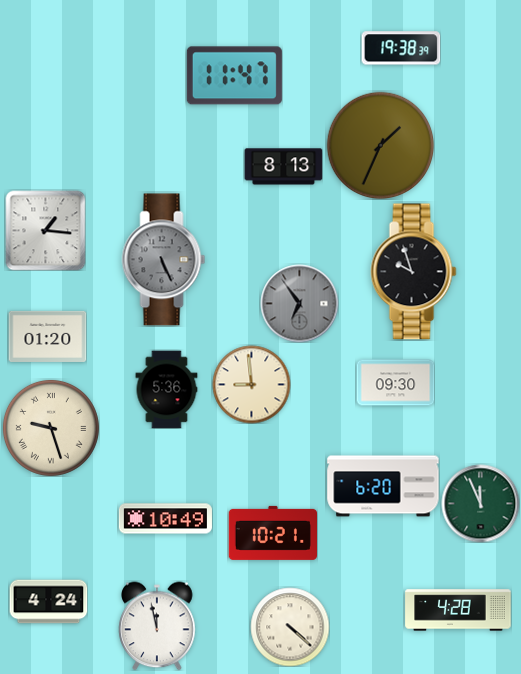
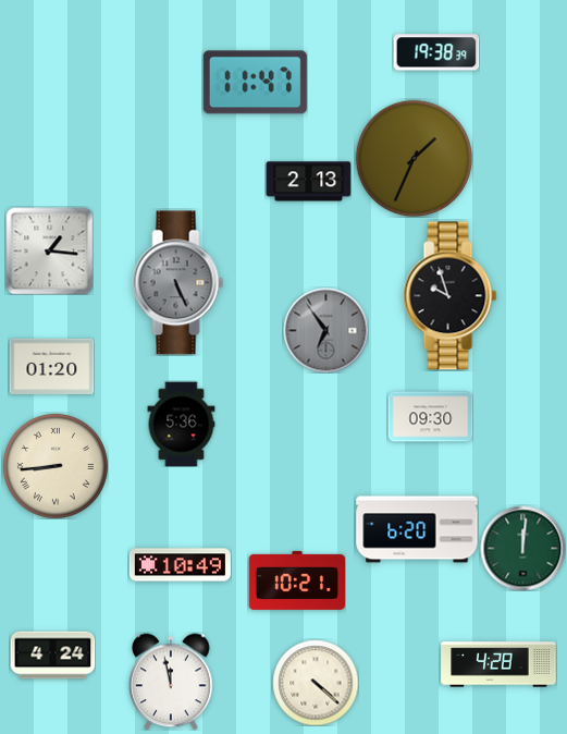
clock at (283, 167): 8:13 -> 2:13
clock at (251, 384): 8:59 -> none
clock at (51, 428): 9:27 -> 8:44
clock at (480, 503): 11:56 -> 12:01
